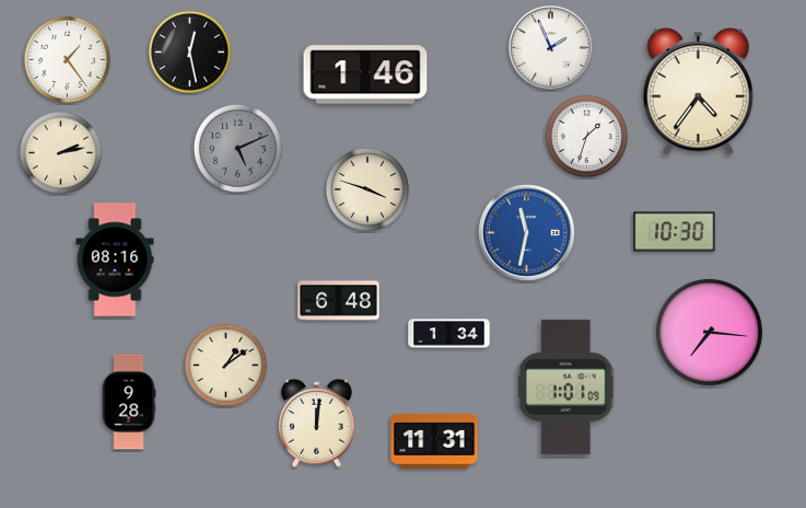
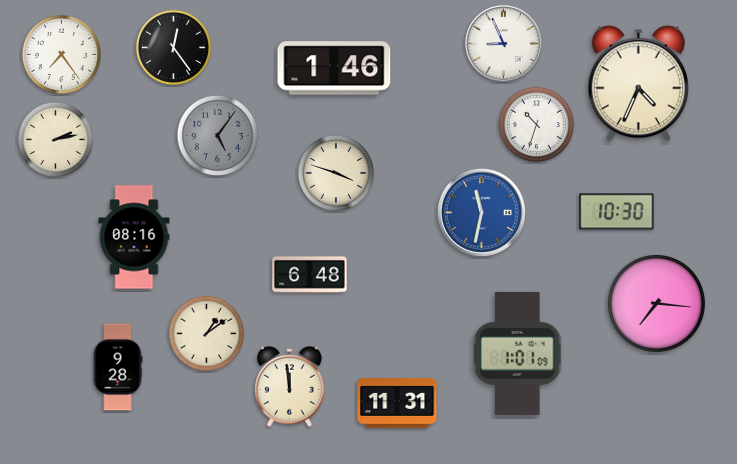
clock at (551, 48): 1:56 -> 8:56
clock at (189, 51): 12:28 -> 12:24
clock at (67, 59): 1:24 -> 7:24
clock at (698, 92): 4:36 -> 4:34
clock at (586, 136): 1:33 -> 10:33
clock at (237, 148): 5:11 -> 5:06
clock at (115, 259) position: (115, 259) -> (134, 237)
clock at (709, 332) position: (709, 332) -> (656, 303)
clock at (449, 334): 1:34 -> none
clock at (316, 423): 12:01 -> 11:59
